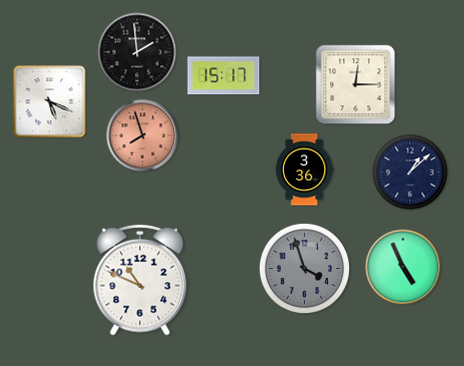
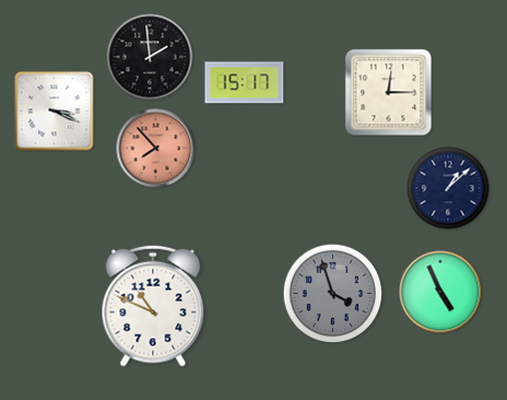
clock at (50, 102): 5:19 -> 3:19
clock at (143, 136): 7:57 -> 7:53
clock at (304, 170): 3:36 -> none
